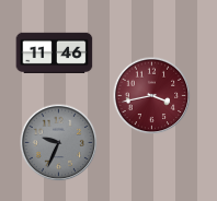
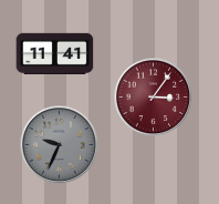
clock at (55, 52): 11:46 -> 11:41
clock at (152, 96): 3:43 -> 3:06
